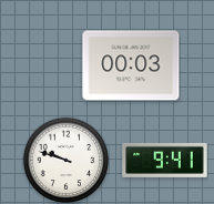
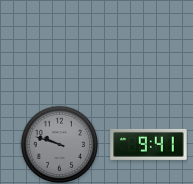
clock at (131, 65): 00:03 -> none
clock at (65, 160) dial: white -> grey
